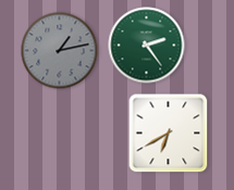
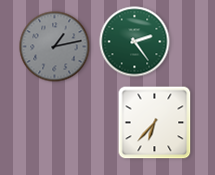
clock at (169, 134): 6:40 -> 6:37
